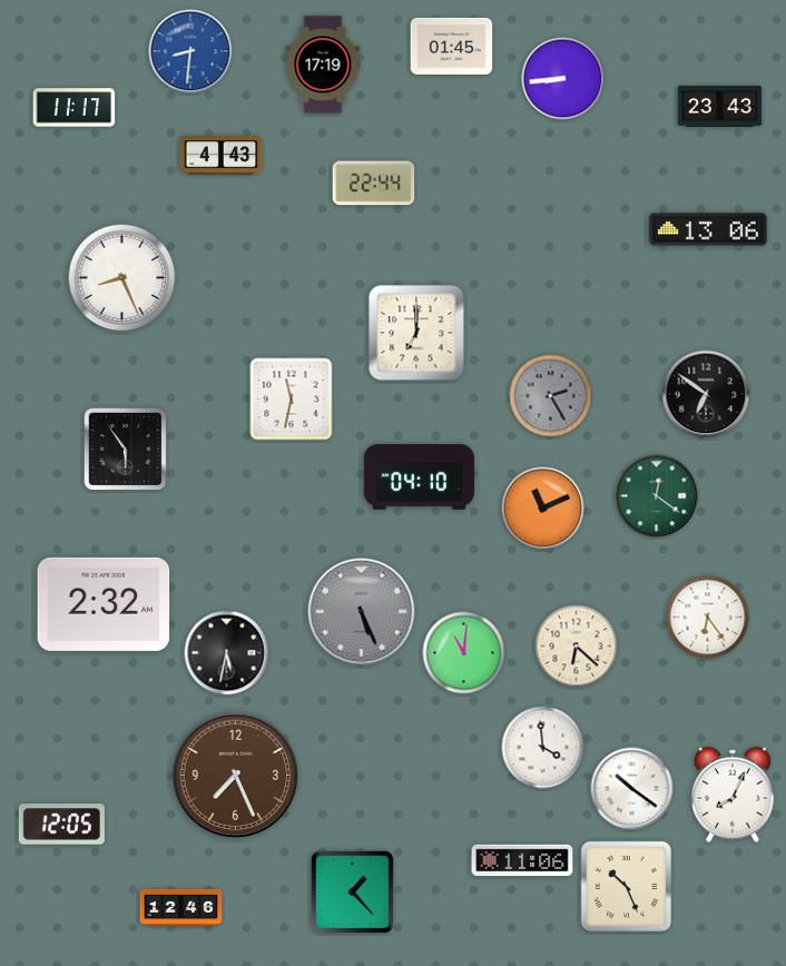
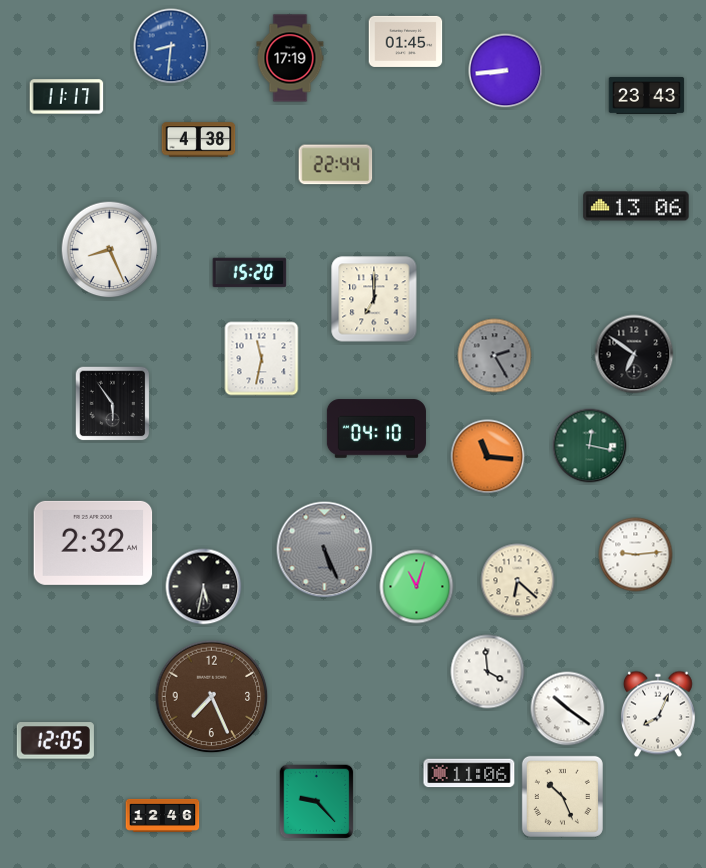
clock at (222, 156): 4:43 -> 4:38
clock at (250, 273): none -> 15:20
clock at (657, 496): 12:21 -> 12:17
clock at (543, 509): 11:11 -> 11:16
clock at (708, 618): 6:24 -> 9:14
clock at (464, 653): 11:01 -> 11:03
clock at (353, 893): 1:23 -> 9:23
